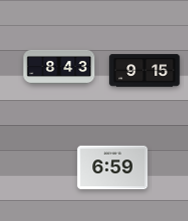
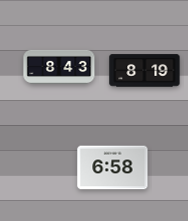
clock at (145, 71): 9:15 -> 8:19
clock at (113, 168): 6:59 -> 6:58
